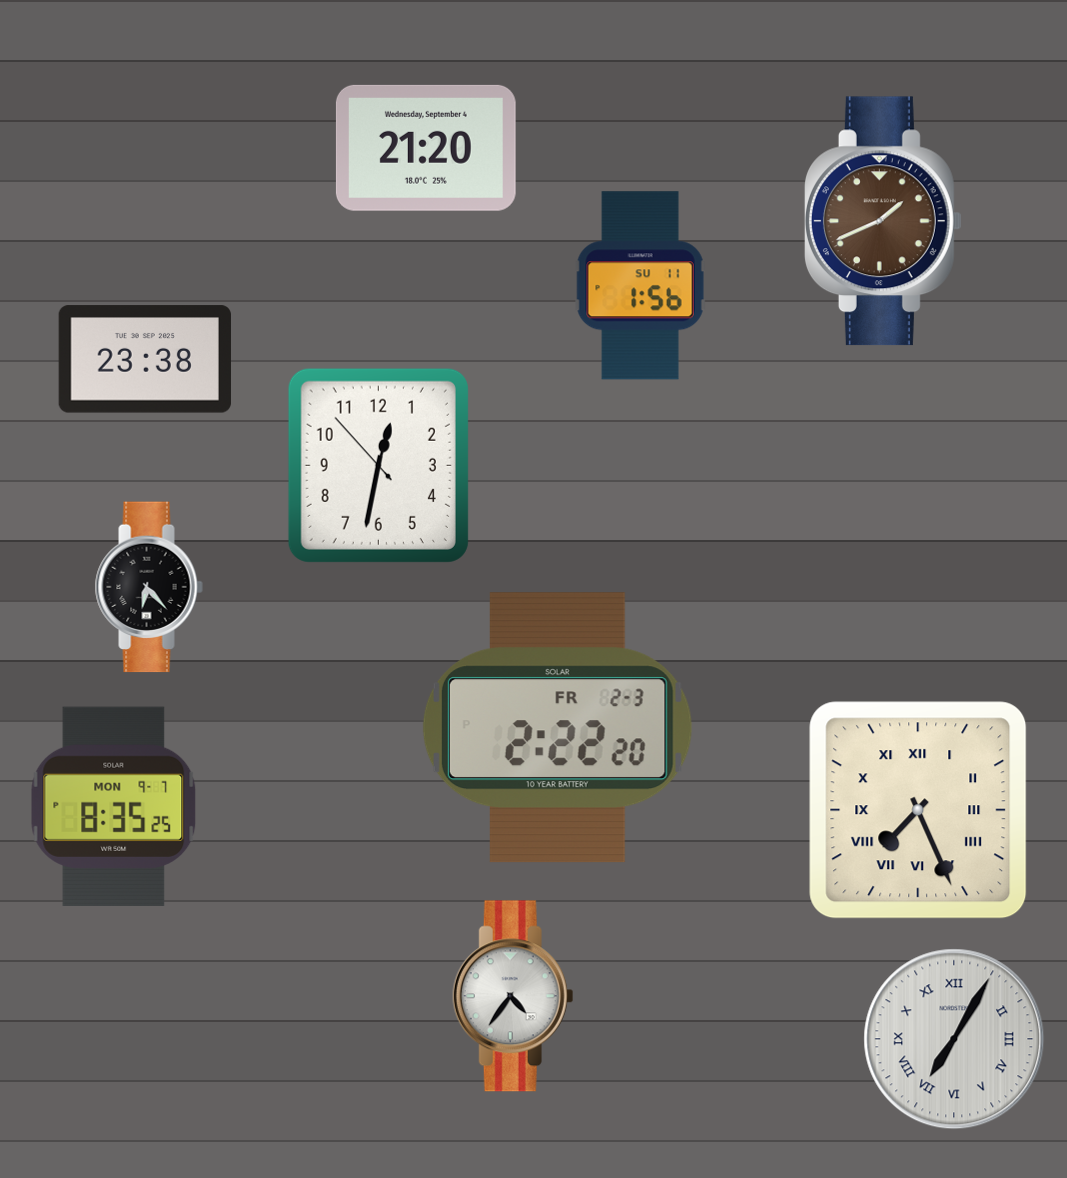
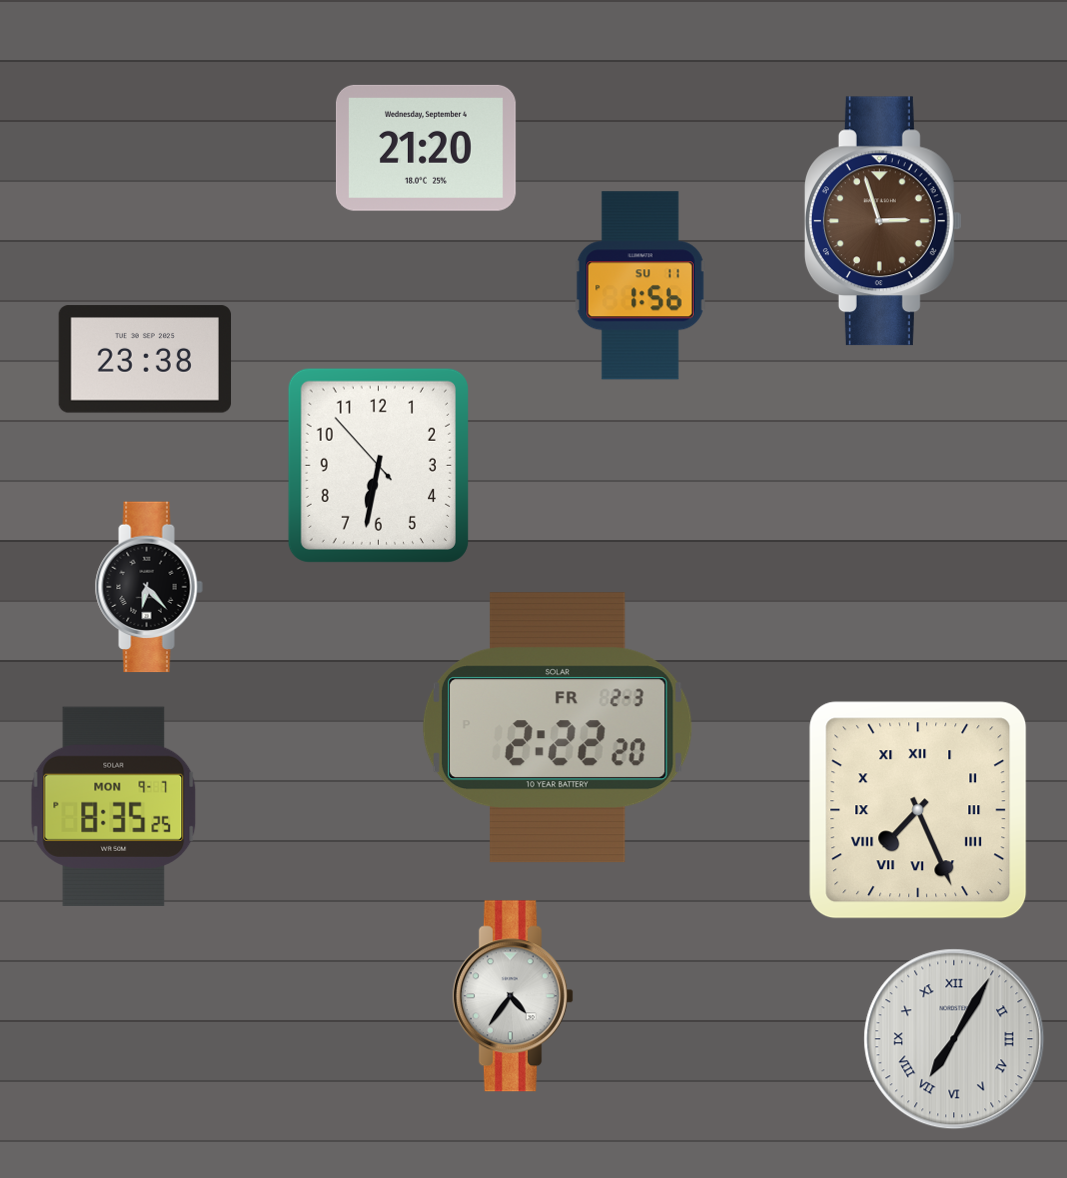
clock at (883, 221): 1:41 -> 2:57
clock at (378, 465): 12:31 -> 6:31
